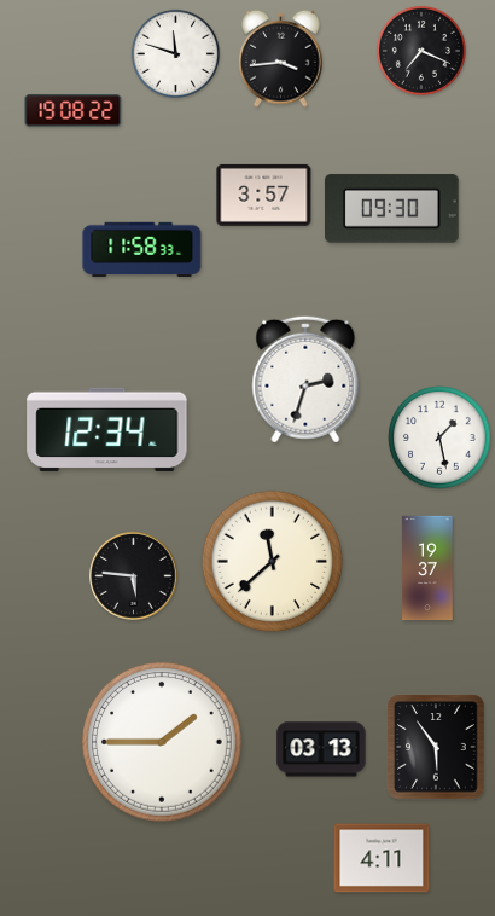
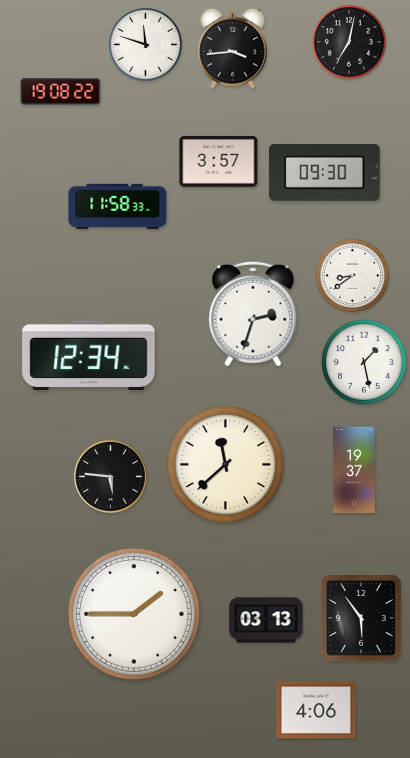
clock at (421, 51): 7:19 -> 7:02
clock at (352, 275): none -> 8:39
clock at (382, 858): 4:11 -> 4:06
